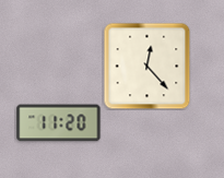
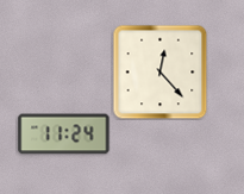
clock at (59, 123): 11:20 -> 11:24
